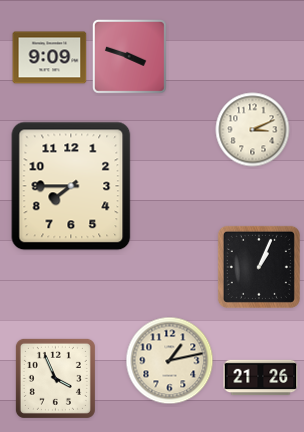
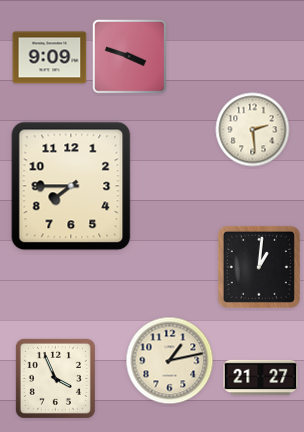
clock at (253, 130): 3:11 -> 2:29
clock at (259, 267): 1:04 -> 1:01
clock at (261, 378): 21:26 -> 21:27
